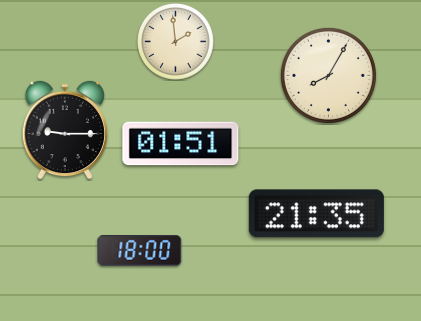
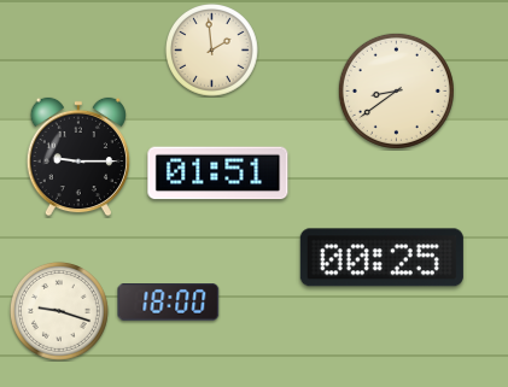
clock at (328, 75): 8:05 -> 8:39
clock at (316, 214): 21:35 -> 00:25
clock at (59, 311): none -> 9:18
